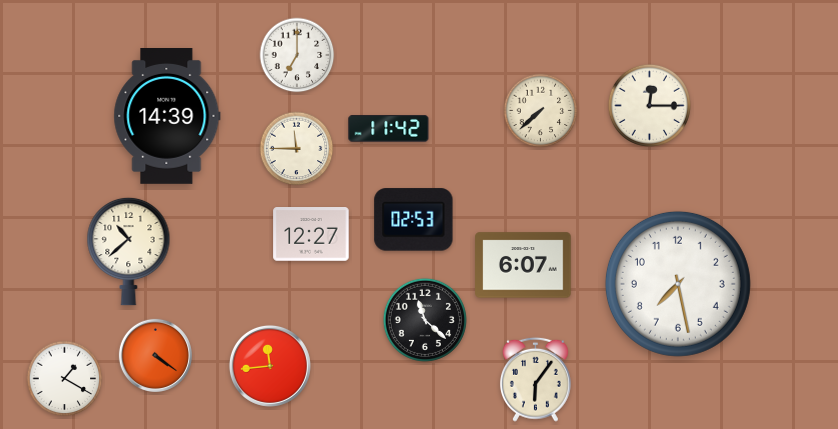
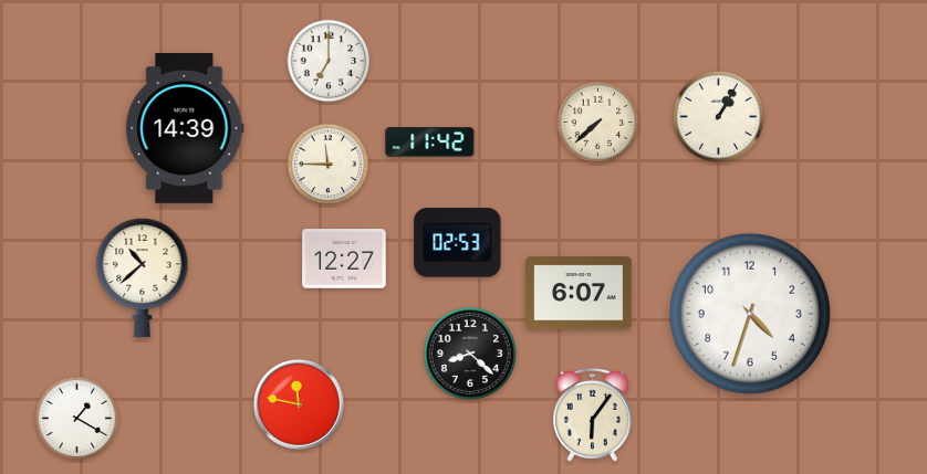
clock at (649, 105): 12:15 -> 1:05
clock at (678, 284): 7:28 -> 4:33
clock at (425, 320): 11:22 -> 8:22
clock at (155, 355): 4:21 -> none
clock at (270, 366): 11:44 -> 11:47
clock at (65, 379) position: (65, 379) -> (77, 419)
clock at (535, 379) position: (535, 379) -> (592, 414)
